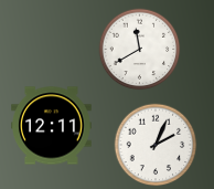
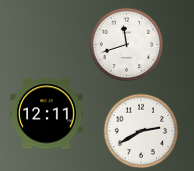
clock at (140, 50): 11:40 -> 11:42
clock at (156, 145): 2:04 -> 2:40
